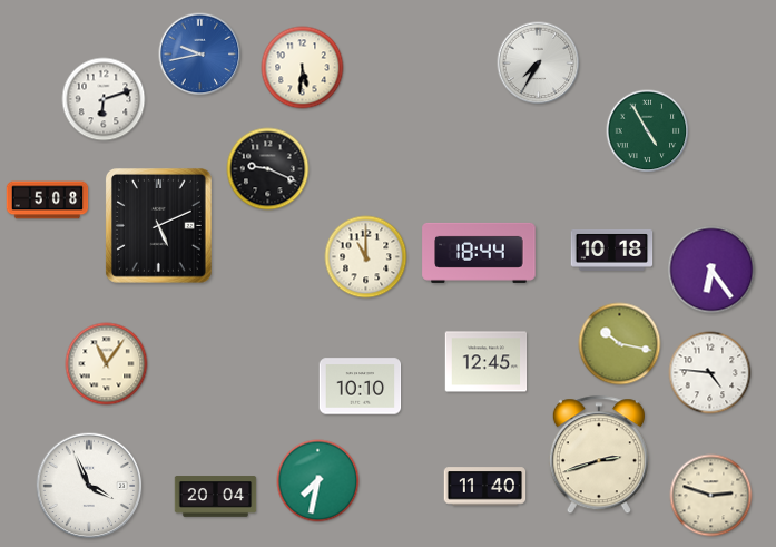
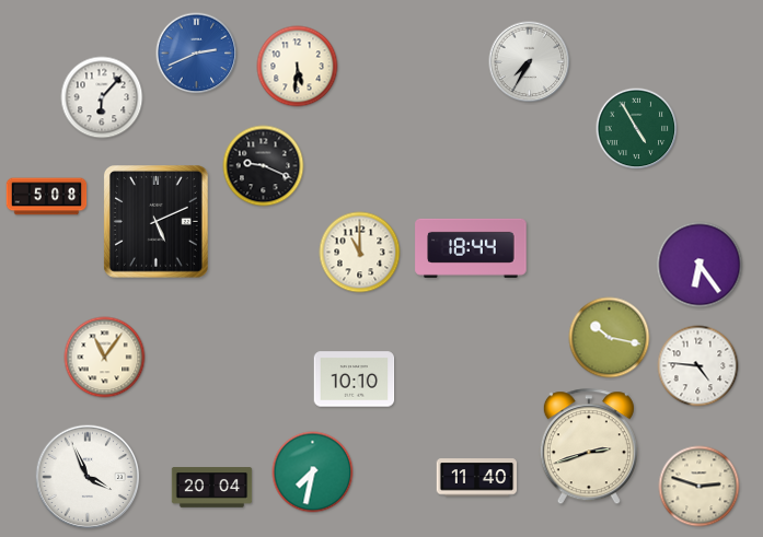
clock at (200, 55): 9:43 -> 2:41
clock at (104, 99): 6:12 -> 6:07
clock at (612, 250): 10:18 -> none
clock at (487, 362): 12:45 -> none
